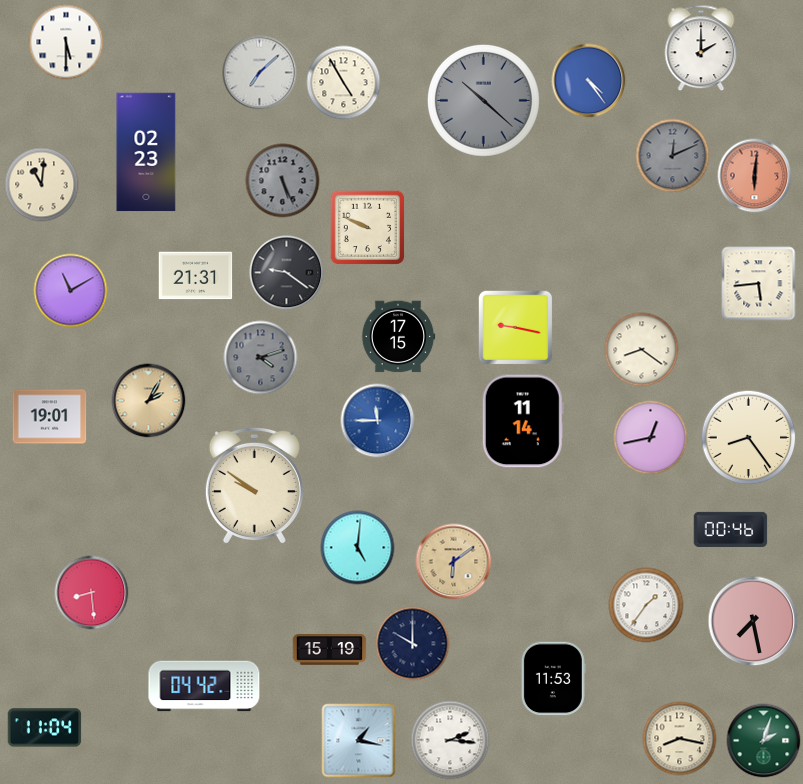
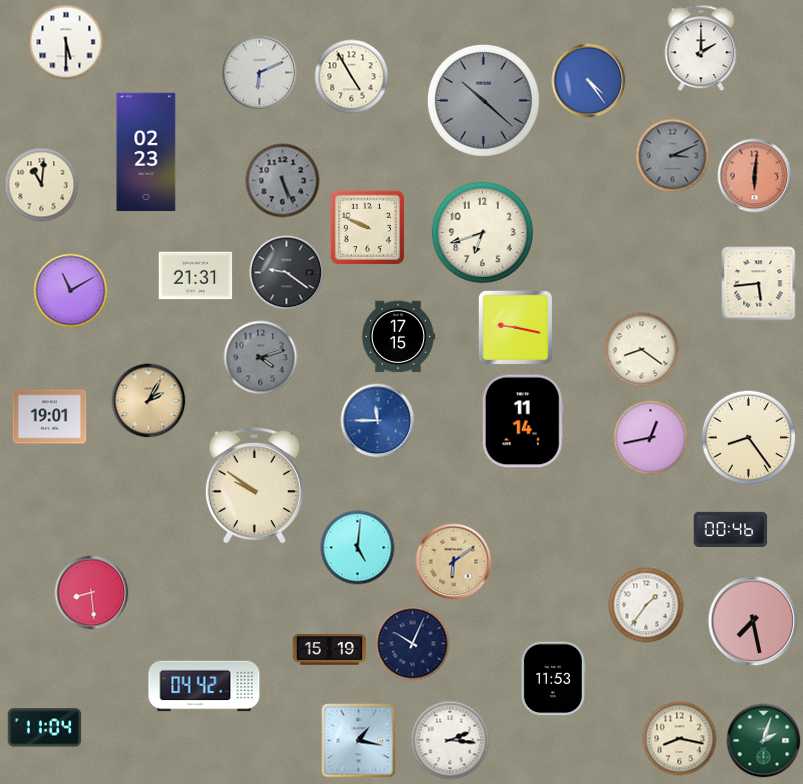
clock at (260, 73): 7:08 -> 6:11
clock at (344, 83) position: (344, 83) -> (352, 77)
clock at (673, 156): 12:11 -> 3:11
clock at (482, 232): none -> 6:42
clock at (413, 644): 10:00 -> 10:04
